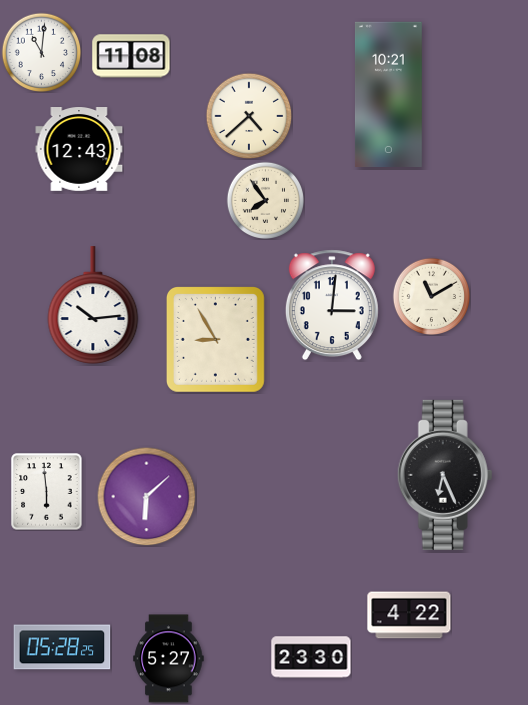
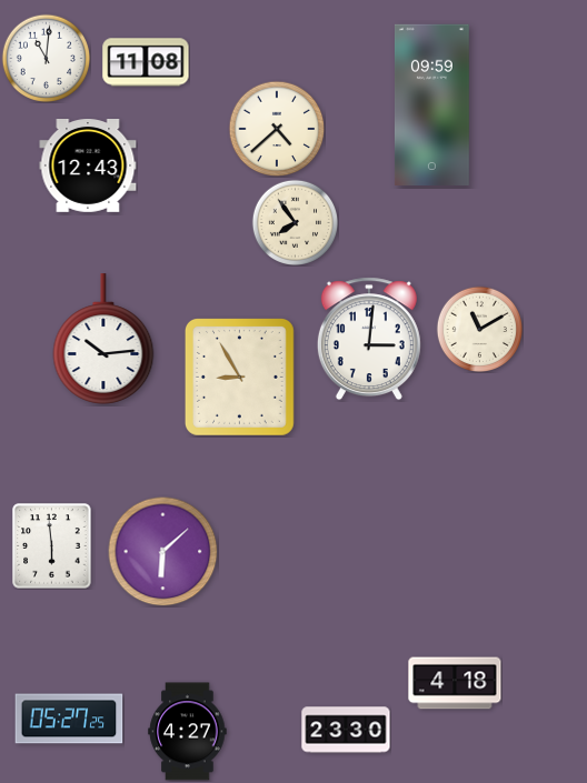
clock at (388, 94): 10:21 -> 09:59
clock at (445, 475): 6:26 -> none
clock at (409, 615): 4:22 -> 4:18
clock at (62, 647): 05:28 -> 05:27
clock at (169, 659): 5:27 -> 4:27
